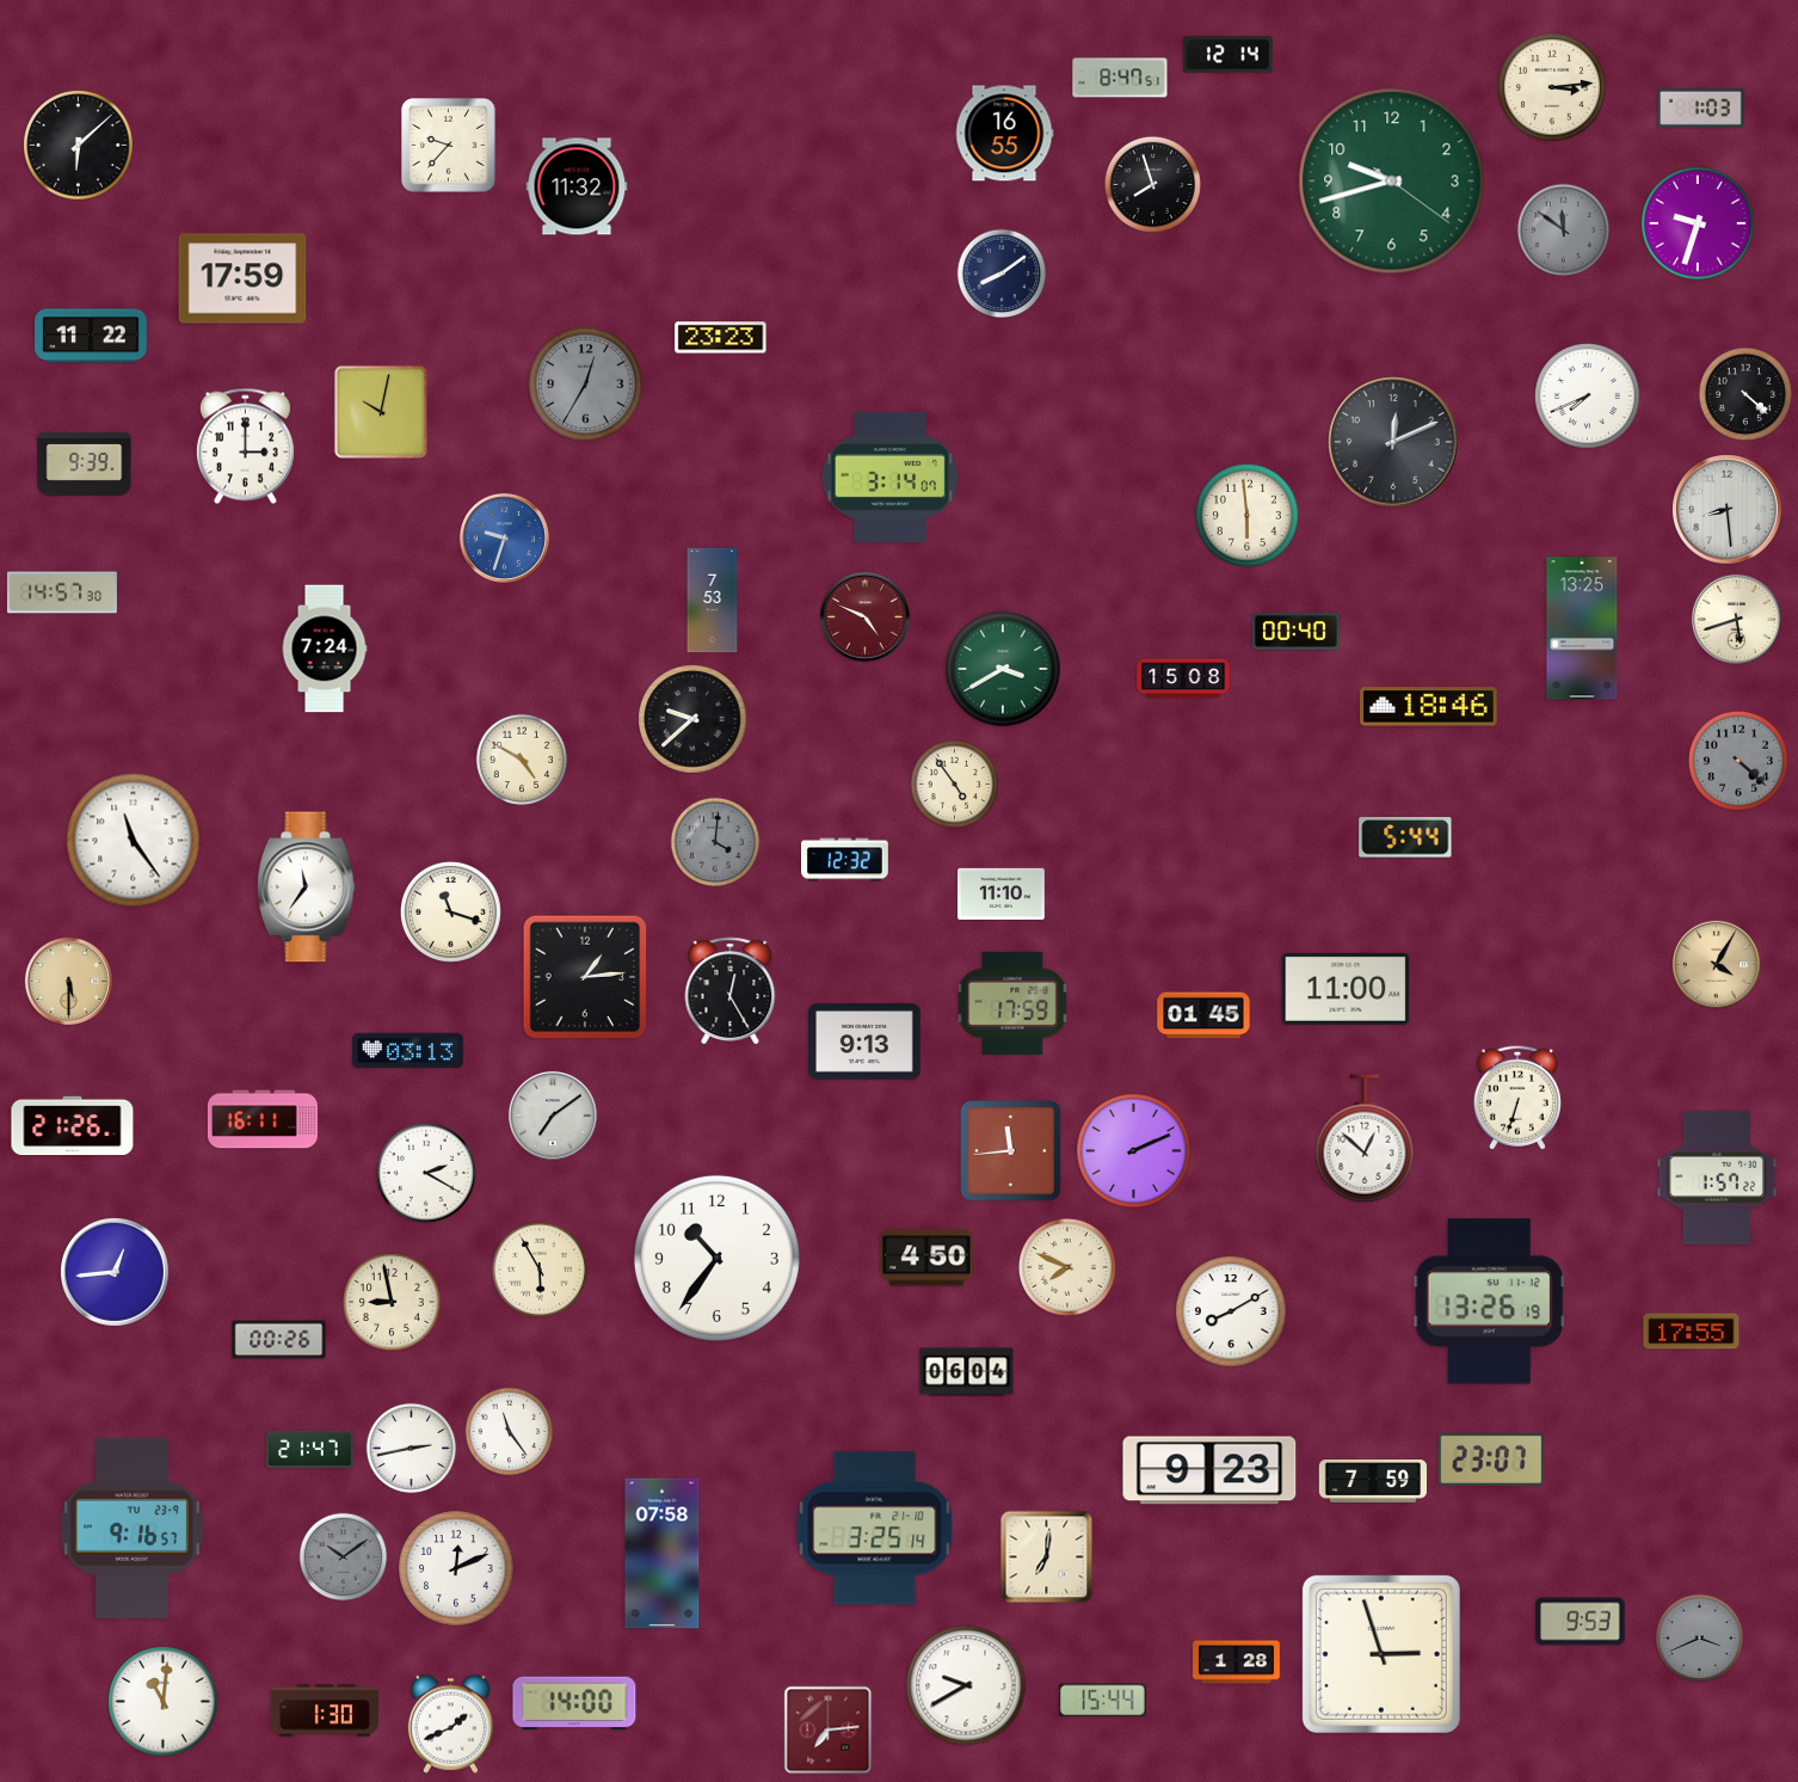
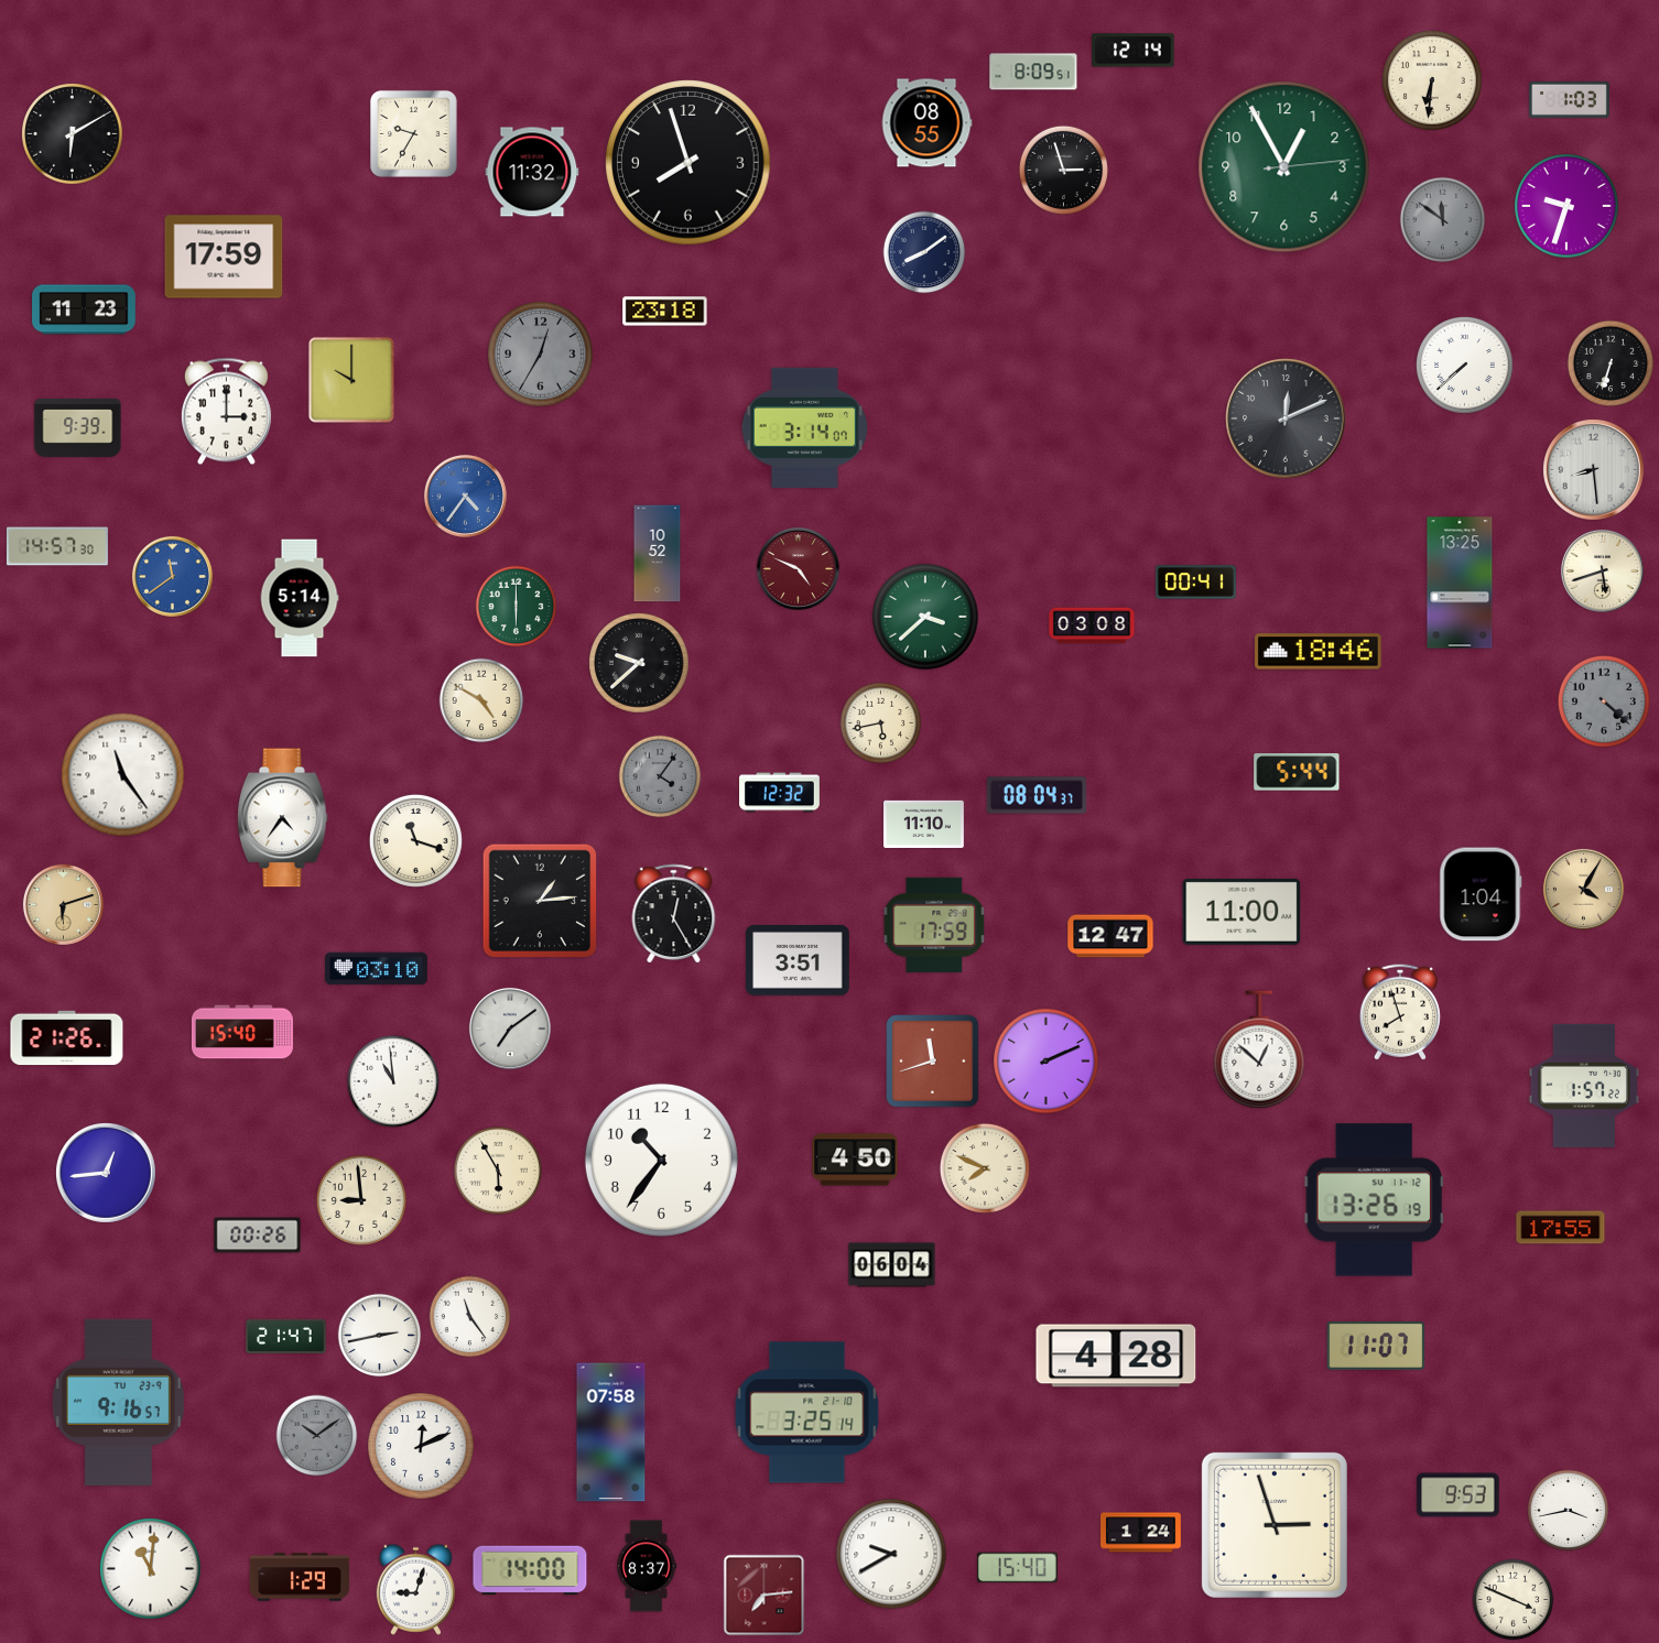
clock at (1120, 78): 8:47 -> 8:09
clock at (1552, 87): 3:14 -> 6:31
clock at (1004, 134): 16:55 -> 08:55
clock at (448, 145): 9:37 -> 9:35
clock at (79, 146): 6:08 -> 6:10
clock at (688, 163): none -> 7:57
clock at (1392, 182): 9:42 -> 12:55
clock at (1152, 184): 7:57 -> 2:57
clock at (1564, 231) position: (1564, 231) -> (1443, 220)
clock at (91, 336): 11:22 -> 11:23
clock at (721, 338): 23:23 -> 23:18
clock at (1745, 394): 4:22 -> 6:33
clock at (1588, 397): 7:41 -> 7:38
clock at (381, 412): 10:02 -> 10:00
clock at (1393, 442) position: (1393, 442) -> (1286, 418)
clock at (889, 477) position: (889, 477) -> (804, 427)
clock at (1246, 515): 5:59 -> none
clock at (504, 537): 9:33 -> 4:36
clock at (713, 601): 7:53 -> 10:52
clock at (172, 576): none -> 11:39
clock at (1582, 628) position: (1582, 628) -> (1460, 583)
clock at (1297, 632): 00:40 -> 00:41
clock at (325, 649): 7:24 -> 5:14
clock at (517, 607): none -> 6:00
clock at (1003, 669): 3:40 -> 3:38
clock at (1183, 678): 15:08 -> 03:08
clock at (955, 785): 4:54 -> 5:43
clock at (715, 842): 4:01 -> 4:06
clock at (1037, 795): none -> 08:04
clock at (307, 887): 11:36 -> 4:36
clock at (1481, 894): none -> 1:04
clock at (68, 981): 5:30 -> 6:12
clock at (1203, 1015): 01:45 -> 12:47
clock at (866, 1043): 9:13 -> 3:51
clock at (407, 1051): 03:13 -> 03:10
clock at (1517, 1098): 6:33 -> 7:57
clock at (263, 1119): 16:11 -> 15:40
clock at (1011, 1151): 11:44 -> 11:42
clock at (426, 1173): 2:20 -> 10:59
clock at (392, 1302): 8:58 -> 8:59
clock at (1231, 1311): 8:10 -> none
clock at (510, 1432) position: (510, 1432) -> (470, 1317)
clock at (1491, 1460): 23:07 -> 11:07
clock at (1209, 1470): 9:23 -> 4:28
clock at (1372, 1482): 7:59 -> none
clock at (131, 1528) position: (131, 1528) -> (118, 1402)
clock at (875, 1529) position: (875, 1529) -> (807, 1413)
clock at (1047, 1557): 7:01 -> none
clock at (1700, 1639): 3:41 -> 3:43
clock at (1700, 1639) dial: grey -> white
clock at (1237, 1663): 1:28 -> 1:24
clock at (647, 1566): none -> 8:37
clock at (1102, 1701): 15:44 -> 15:40
clock at (324, 1710): 1:30 -> 1:29
clock at (450, 1723): 1:41 -> 9:03
clock at (1514, 1600): none -> 3:49
